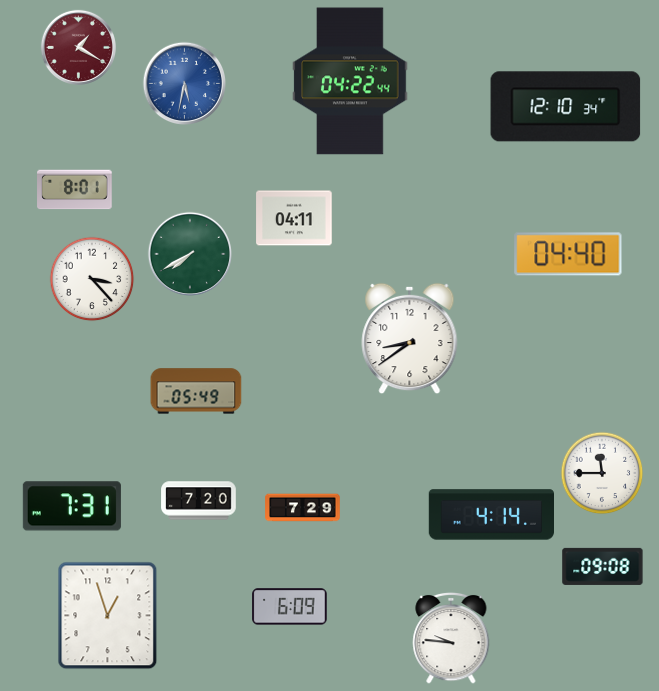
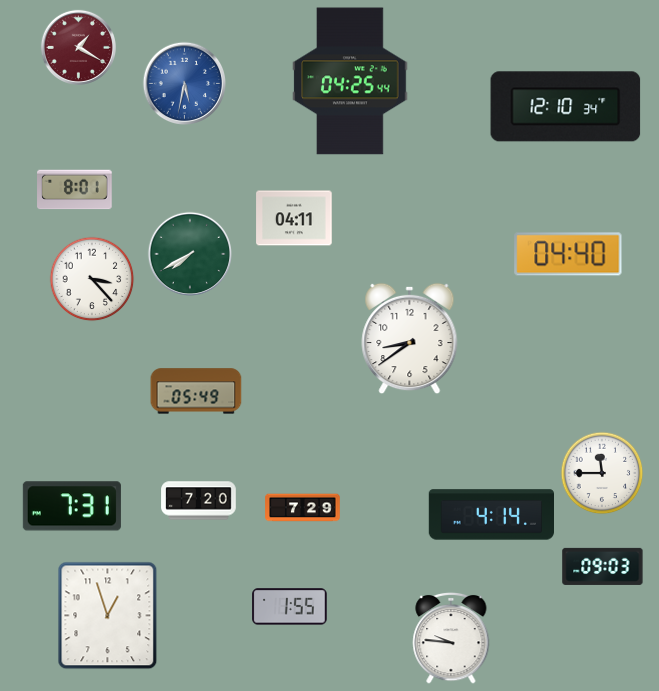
clock at (350, 81): 04:22 -> 04:25
clock at (603, 566): 09:08 -> 09:03
clock at (290, 607): 6:09 -> 1:55
